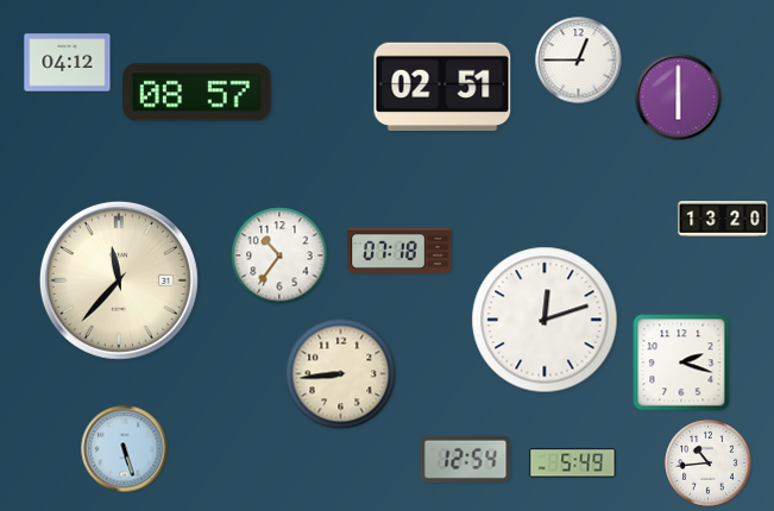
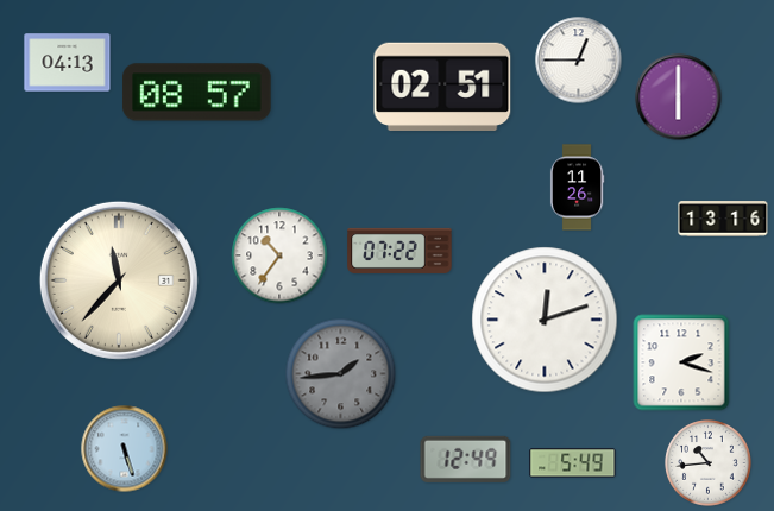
clock at (68, 63): 04:12 -> 04:13
clock at (577, 188): none -> 11:26
clock at (723, 219): 13:20 -> 13:16
clock at (399, 251): 07:18 -> 07:22
clock at (341, 374): 8:44 -> 1:44
clock at (341, 374) dial: cream -> grey
clock at (466, 459): 12:54 -> 12:49
